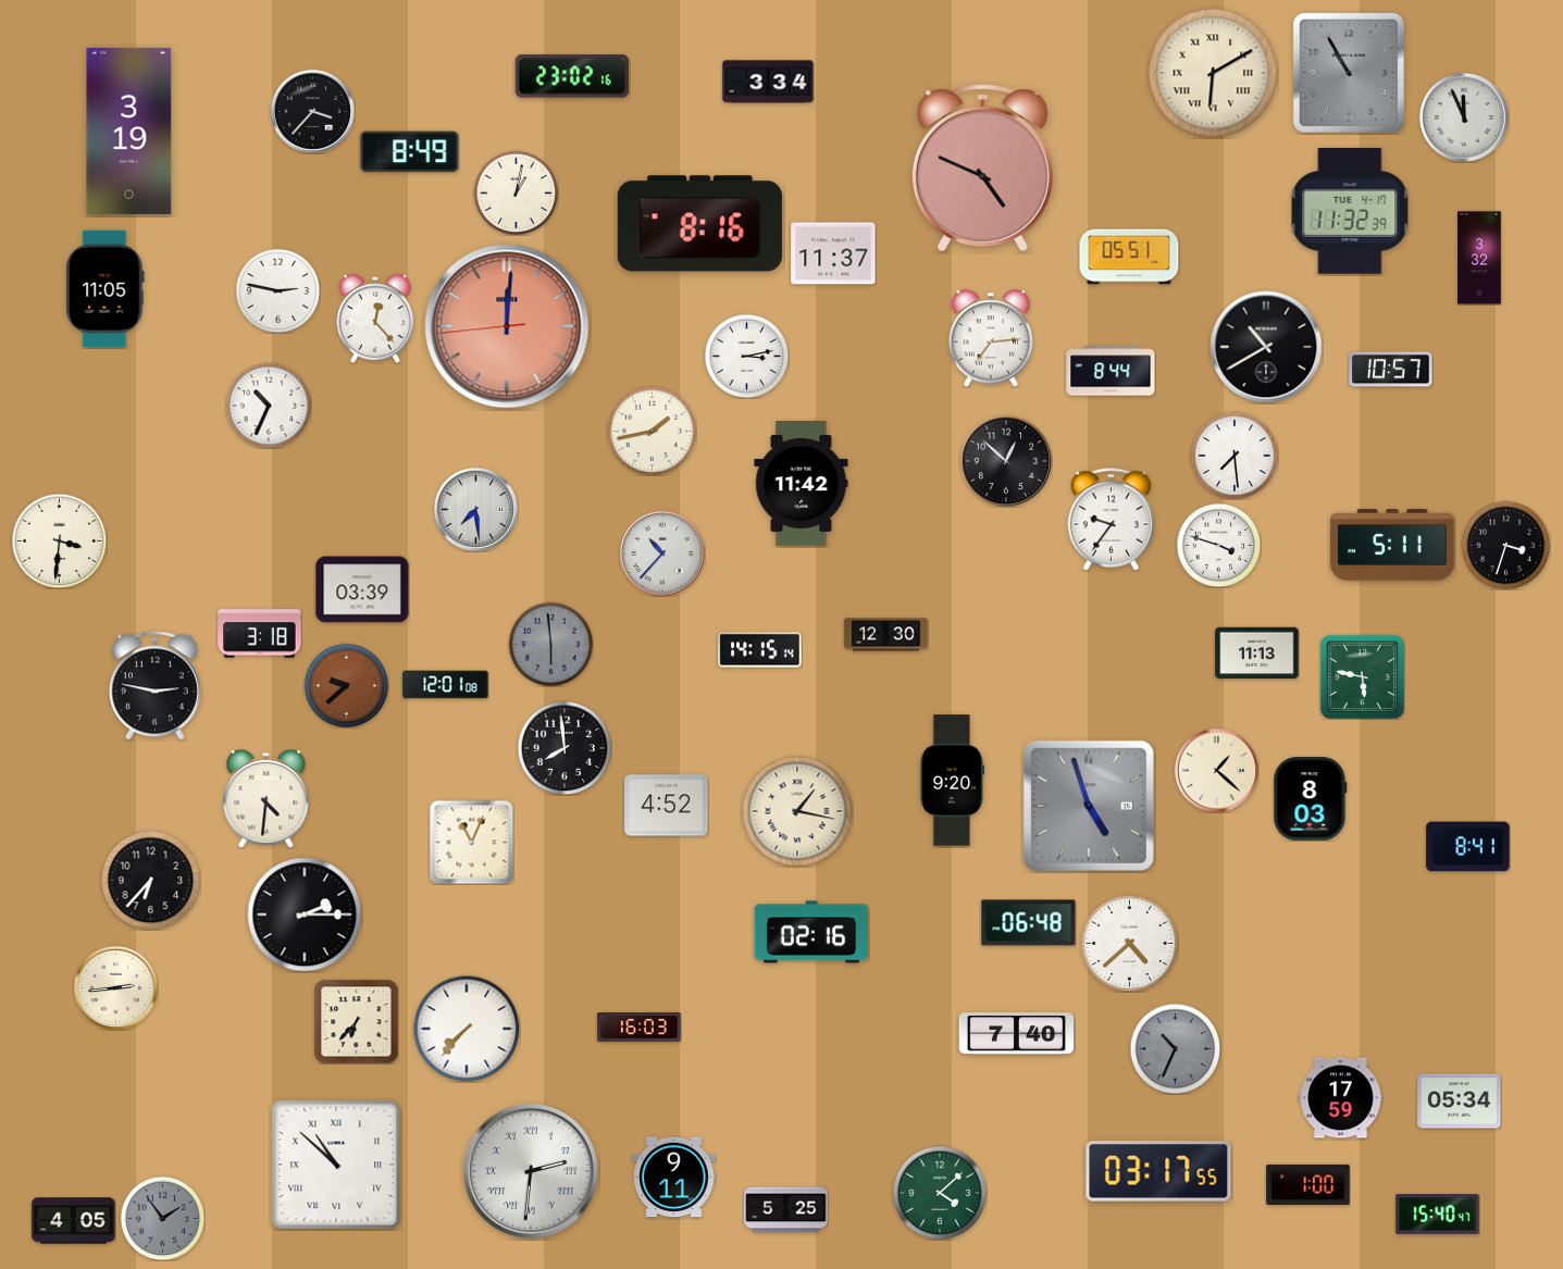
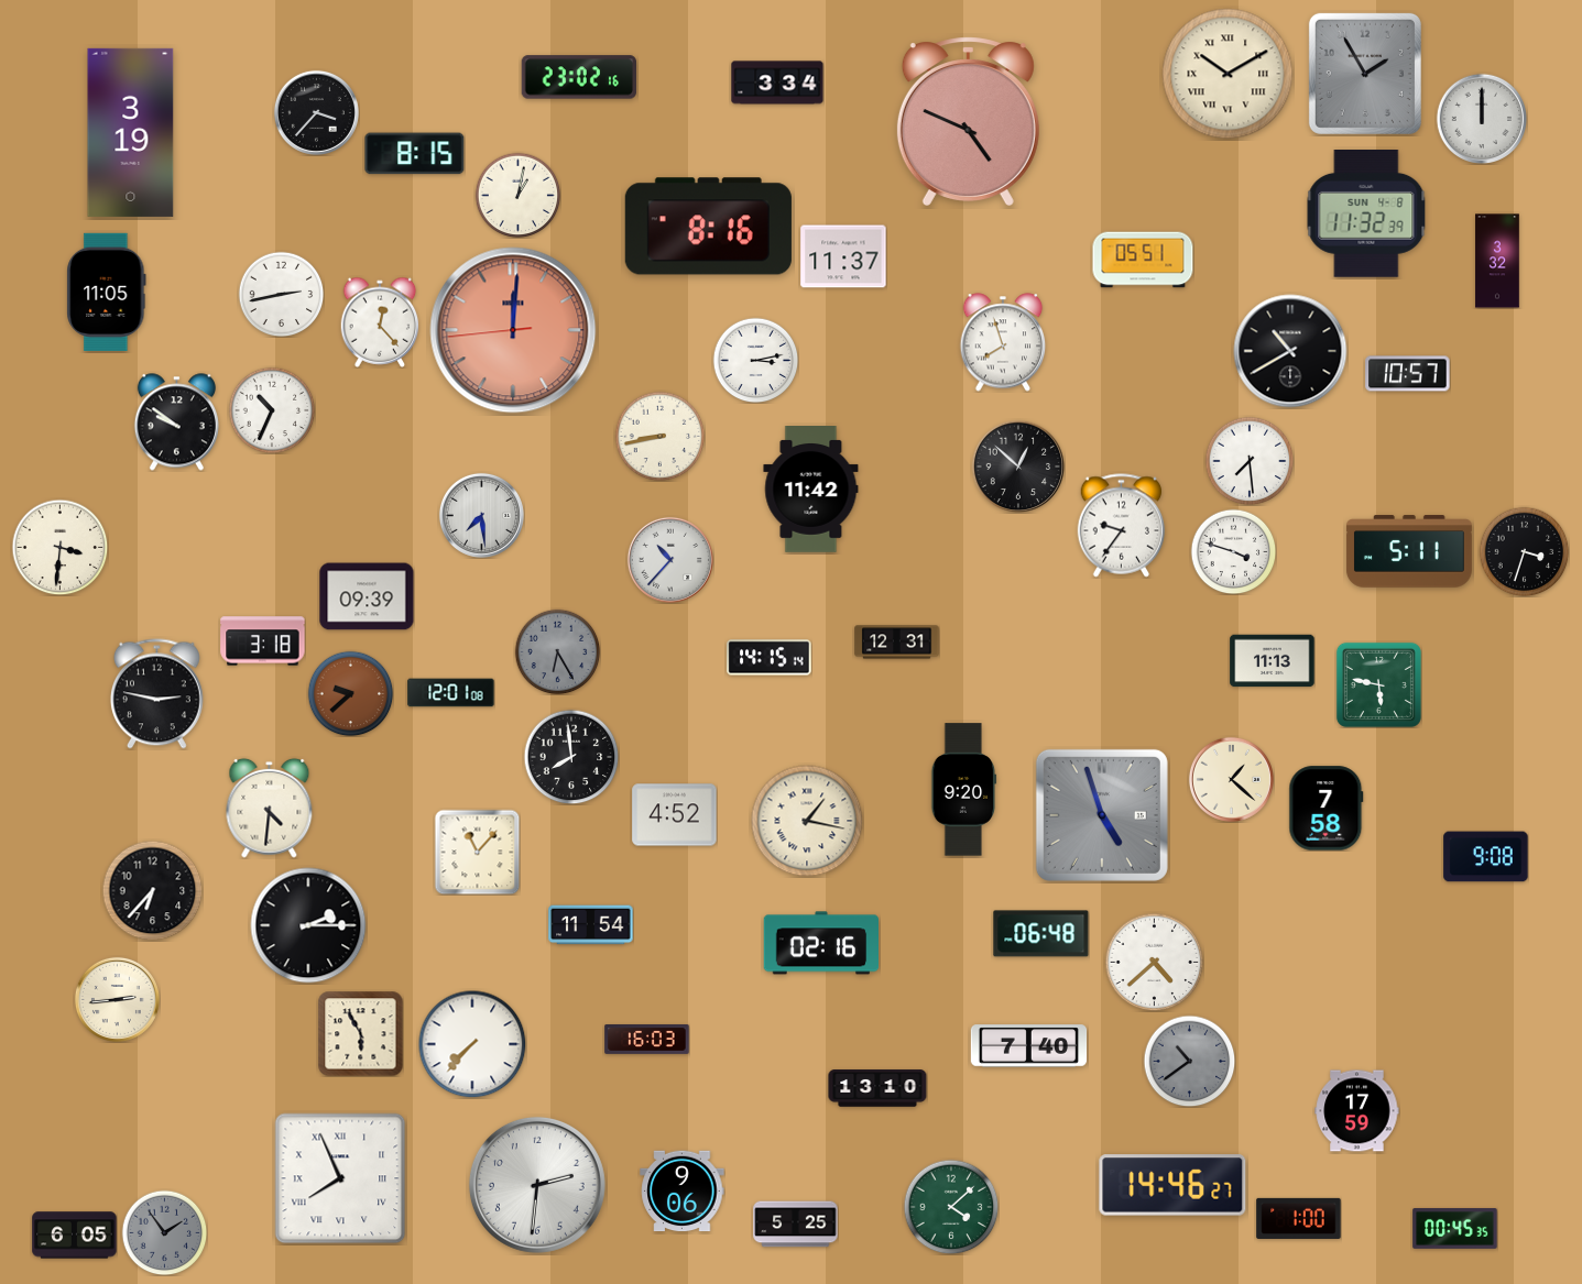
clock at (1213, 73): 6:10 -> 10:10
clock at (1349, 73): 10:55 -> 1:55
clock at (1463, 116): 11:56 -> 12:00
clock at (410, 152): 8:49 -> 8:15
clock at (982, 167) position: (982, 167) -> (968, 121)
clock at (516, 192) position: (516, 192) -> (517, 195)
clock at (1350, 212) date: TUE 4-17 -> SUN 4-8
clock at (277, 290): 2:47 -> 2:43
clock at (991, 338): 7:14 -> 7:57
clock at (1266, 347) position: (1266, 347) -> (1290, 351)
clock at (1111, 371): 8:44 -> none
clock at (176, 422): none -> 9:51
clock at (652, 431): 1:43 -> 8:43
clock at (1112, 520) position: (1112, 520) -> (1122, 526)
clock at (362, 589): 03:39 -> 09:39
clock at (886, 635): 12:30 -> 12:31
clock at (550, 644): 5:59 -> 6:25
clock at (1311, 799): 8:03 -> 7:58
clock at (471, 842): 11:04 -> 11:07
clock at (1468, 847): 8:41 -> 9:08
clock at (591, 925): none -> 11:54
clock at (1129, 943) position: (1129, 943) -> (1154, 962)
clock at (356, 1021): 6:37 -> 5:55
clock at (467, 1029) position: (467, 1029) -> (472, 1044)
clock at (1175, 1048): 10:34 -> 10:39
clock at (877, 1088): none -> 13:10
clock at (1460, 1102): 05:34 -> none
clock at (336, 1165): 10:52 -> 7:56
clock at (531, 1171) numerals: Roman -> Arabic
clock at (1158, 1171): 03:17 -> 14:46
clock at (674, 1178): 9:11 -> 9:06
clock at (1308, 1184) position: (1308, 1184) -> (1299, 1218)
clock at (1438, 1215): 15:40 -> 00:45
clock at (74, 1221): 4:05 -> 6:05
